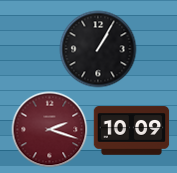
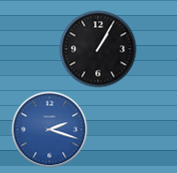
clock at (50, 130) dial: burgundy -> blue
clock at (132, 131): 10:09 -> none
